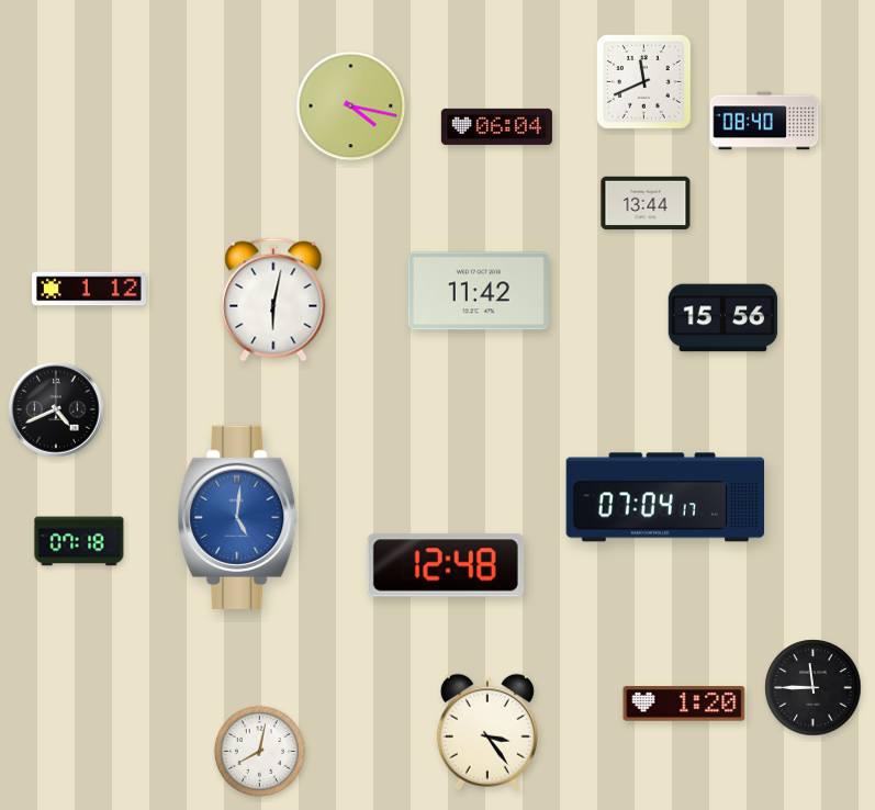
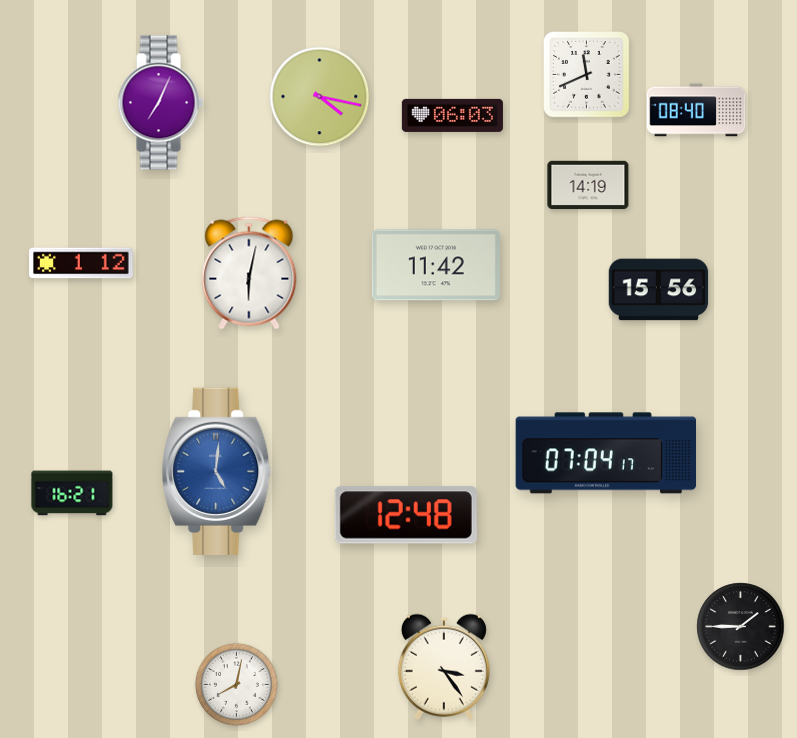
clock at (160, 103): none -> 7:04
clock at (496, 126): 06:04 -> 06:03
clock at (646, 203): 13:44 -> 14:19
clock at (56, 409): 4:41 -> none
clock at (79, 541): 07:18 -> 16:21
clock at (814, 688): 11:45 -> 1:45
clock at (684, 704): 1:20 -> none
